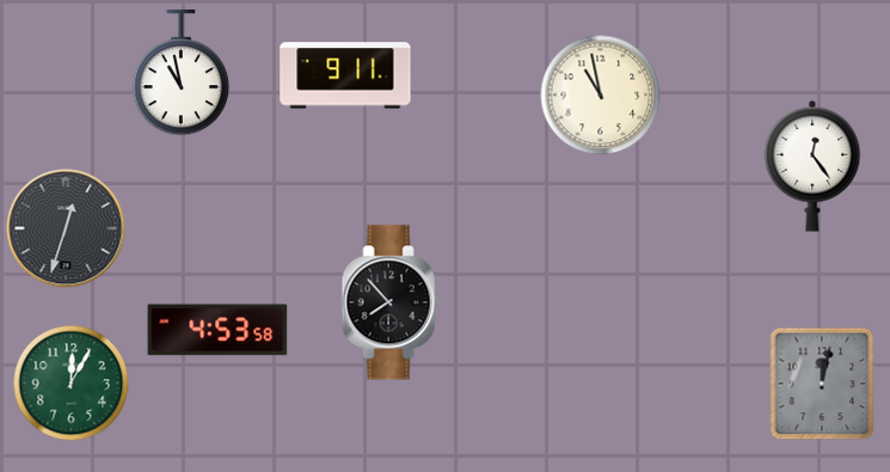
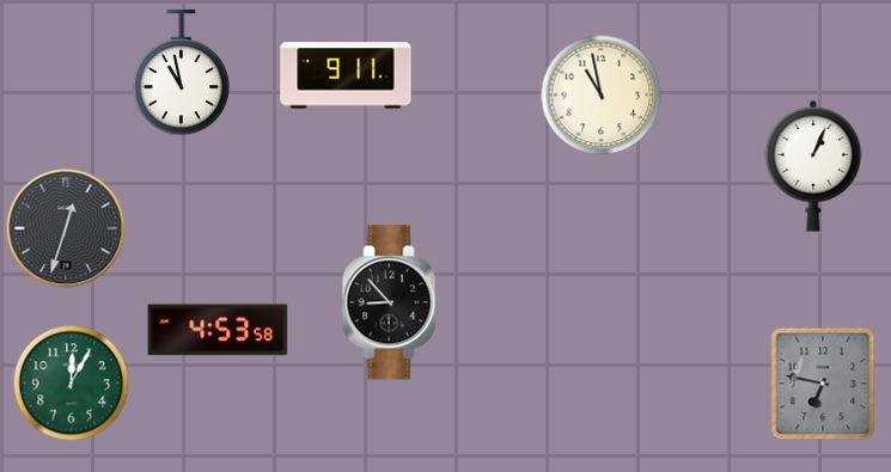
clock at (812, 166): 12:24 -> 1:04
clock at (391, 302): 7:53 -> 8:53
clock at (822, 384): 12:02 -> 6:47
